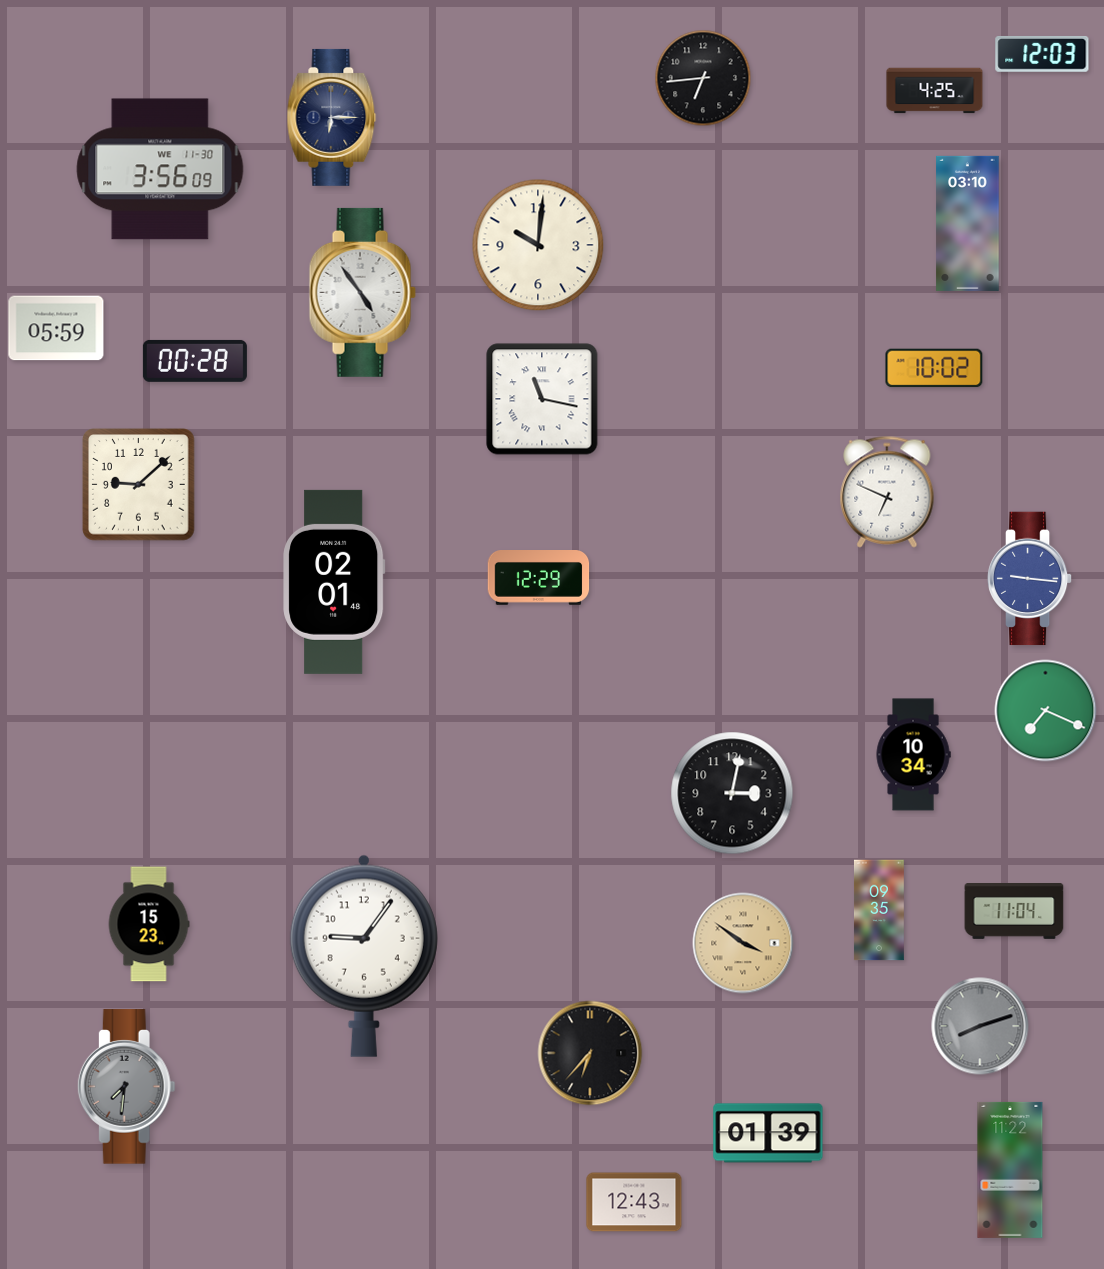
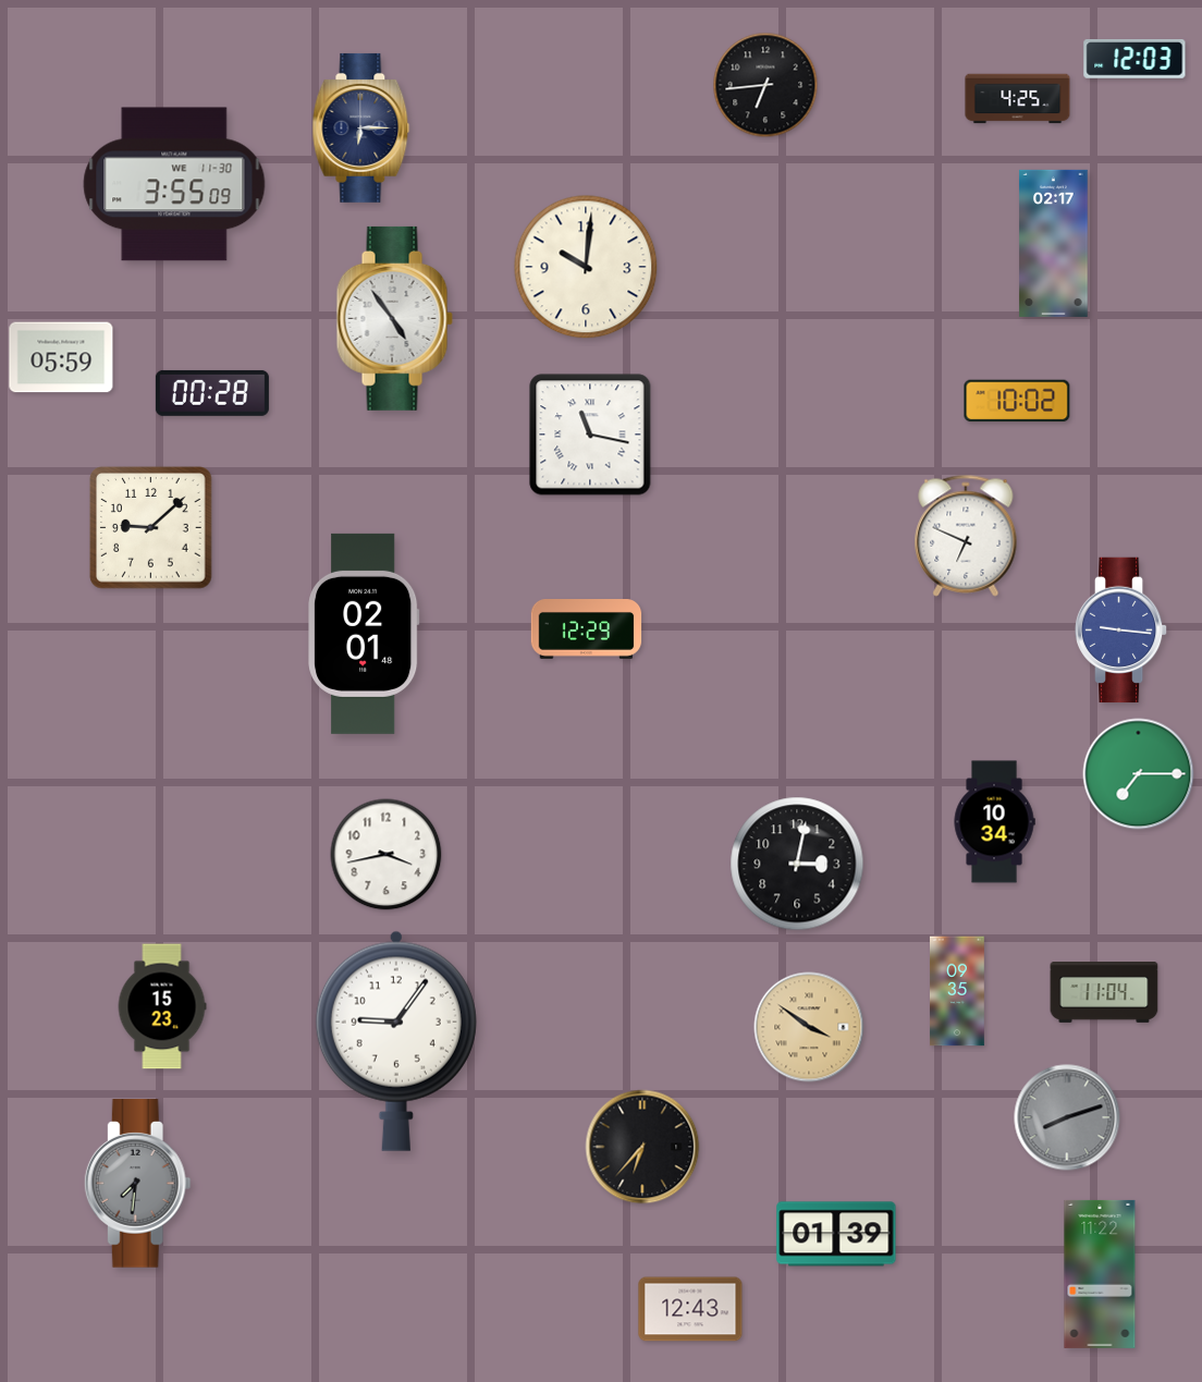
clock at (160, 169): 3:56 -> 3:55
clock at (968, 223): 03:10 -> 02:17
clock at (1046, 711): 7:19 -> 7:15
clock at (387, 855): none -> 3:43
